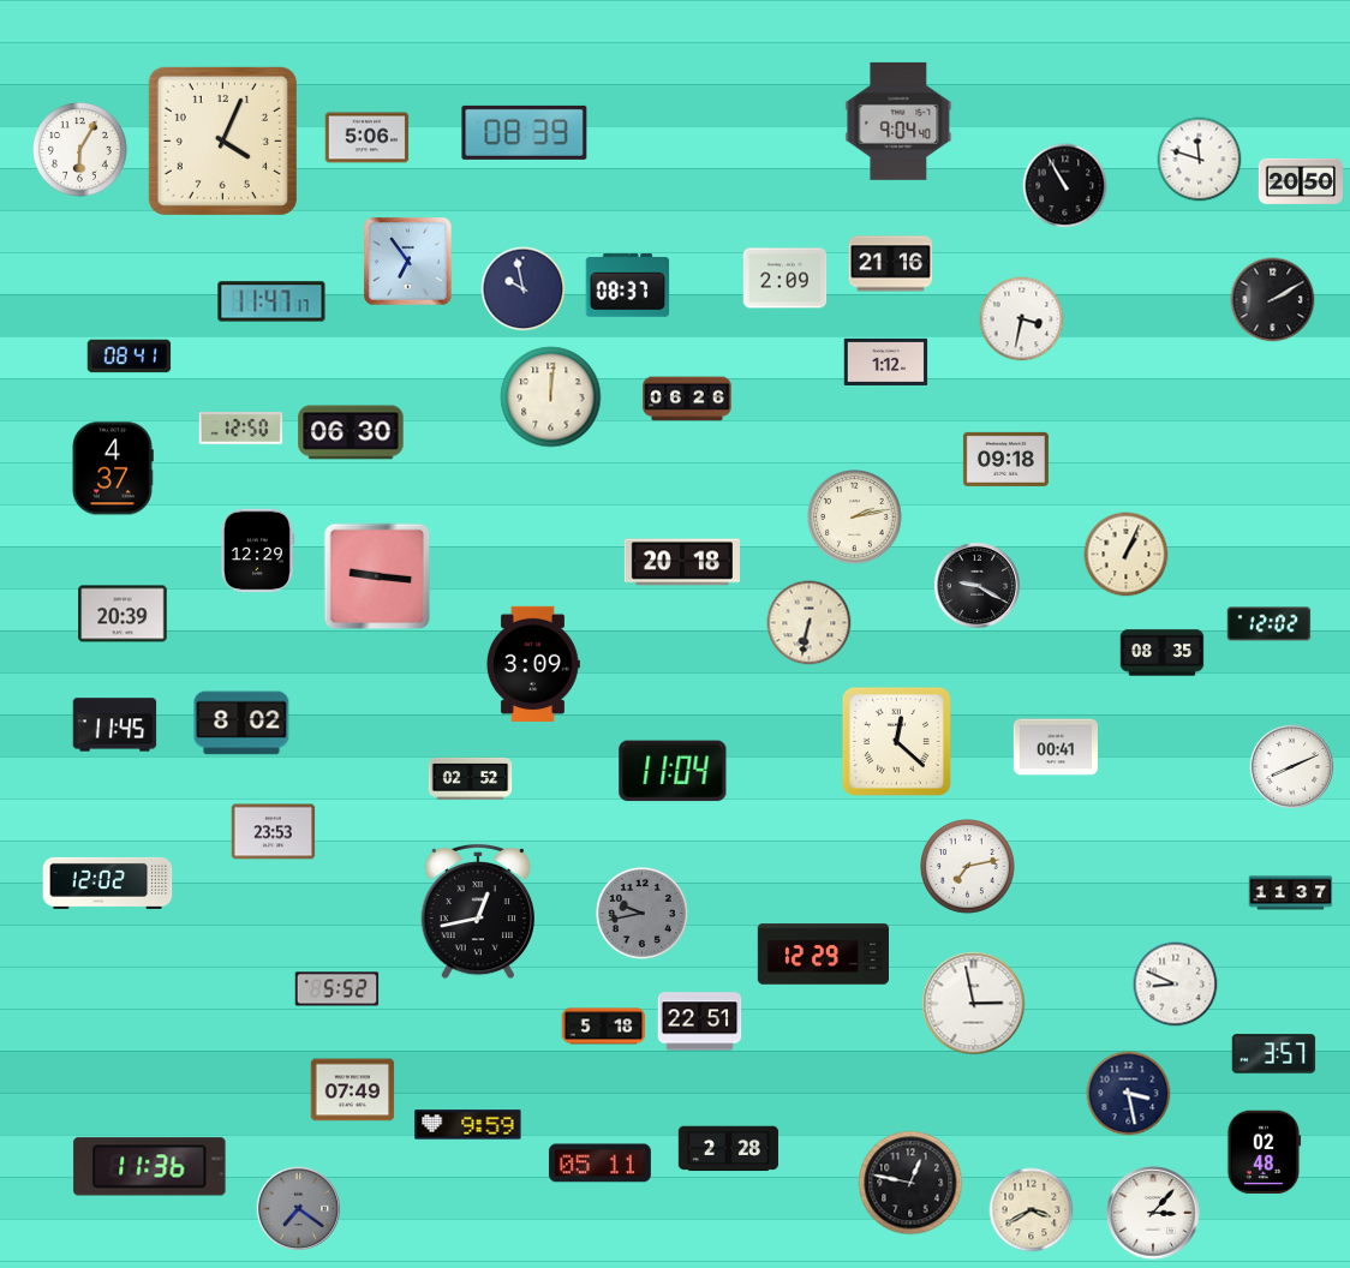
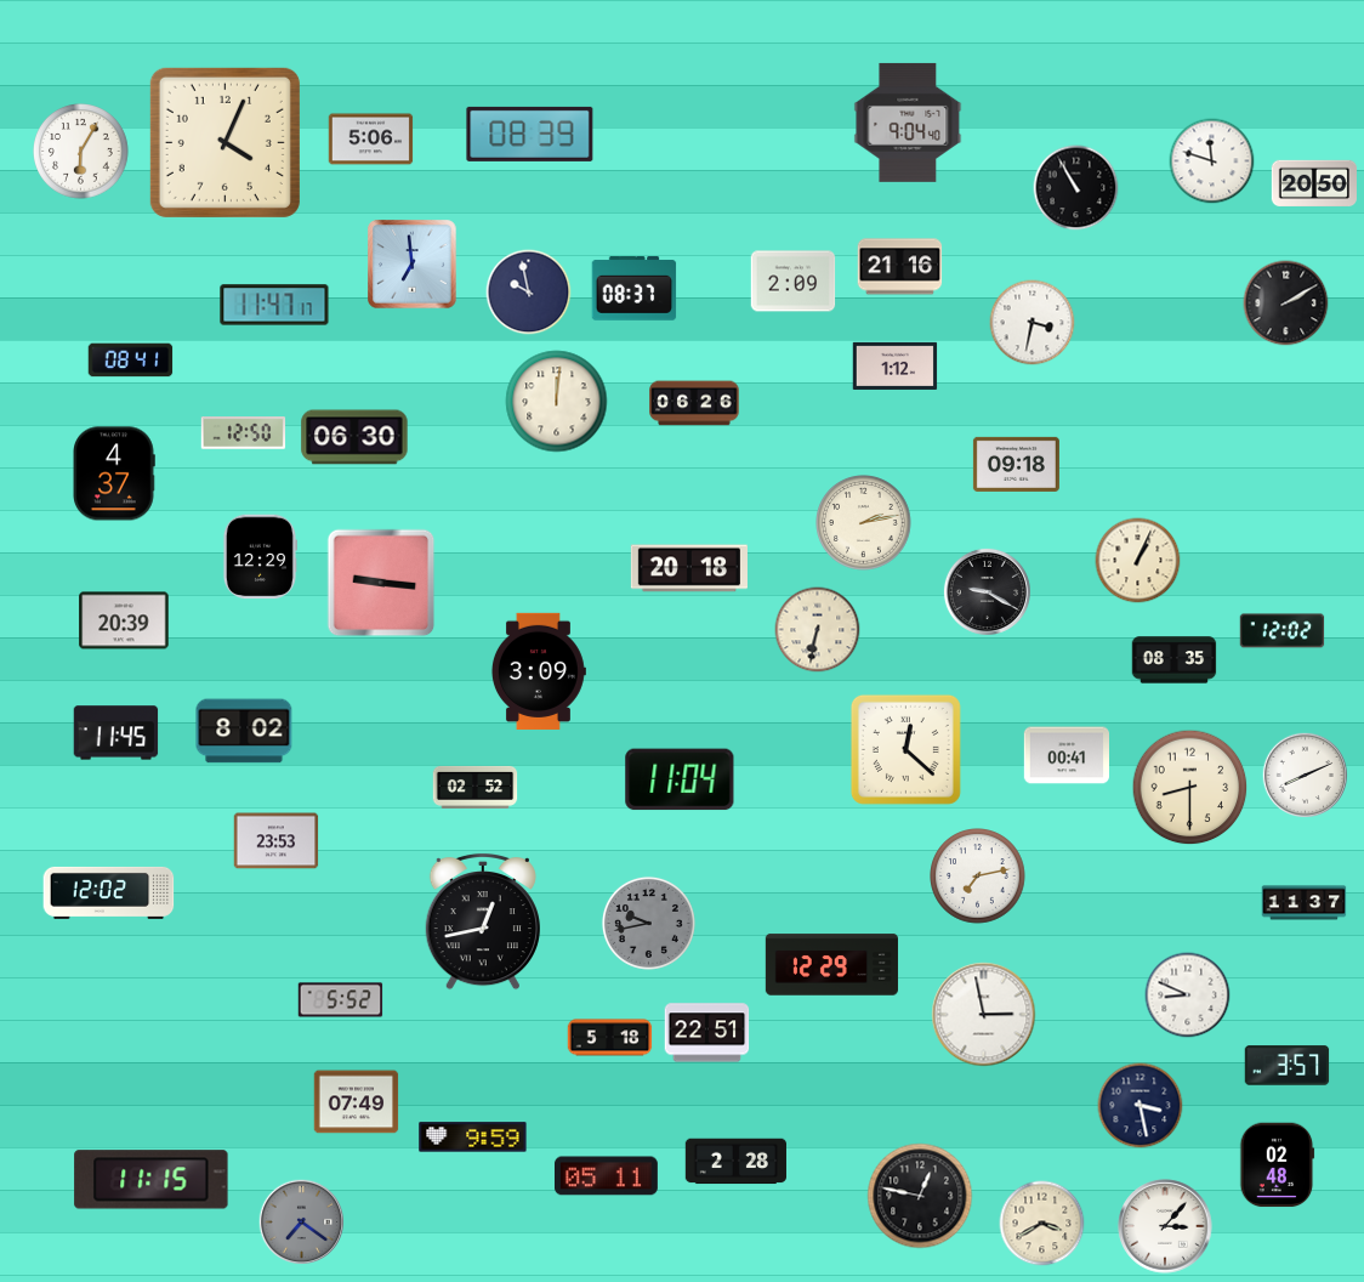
clock at (408, 262): 6:54 -> 6:59
clock at (1190, 788): none -> 8:30
clock at (150, 1167): 11:36 -> 11:15
